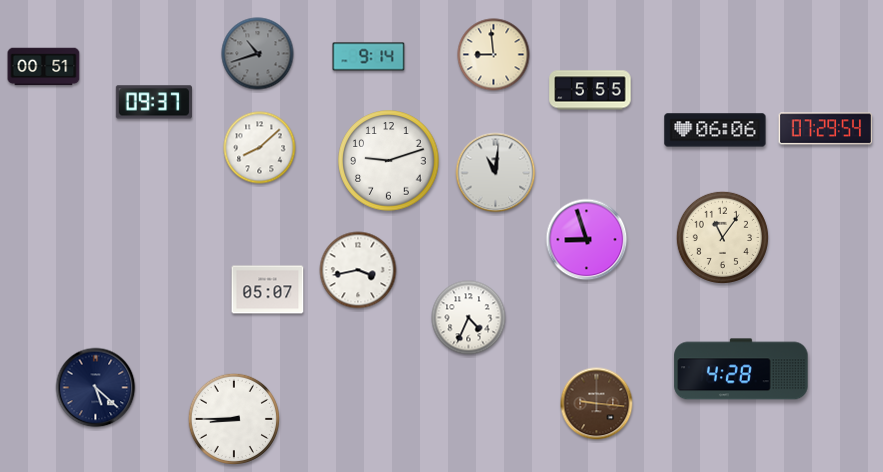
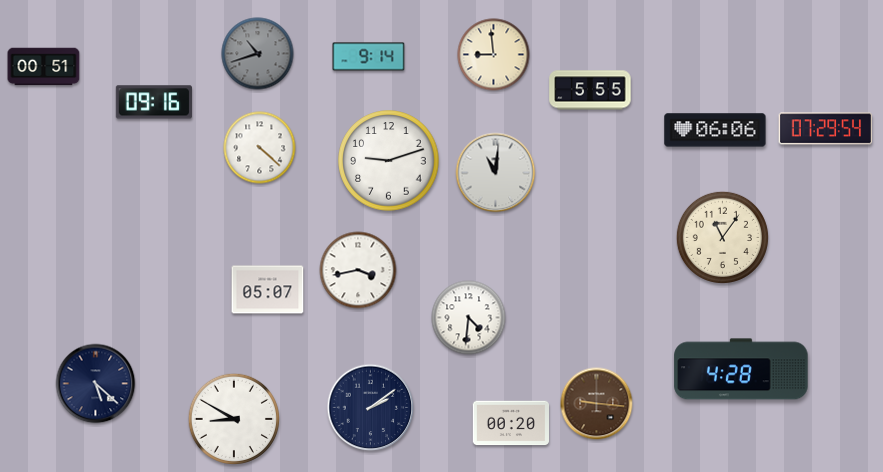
clock at (153, 102): 09:37 -> 09:16
clock at (260, 148): 8:08 -> 4:22
clock at (587, 240): 8:57 -> none
clock at (469, 318): 4:34 -> 4:31
clock at (96, 388) position: (96, 388) -> (96, 384)
clock at (371, 408): none -> 2:09
clock at (233, 418): 8:45 -> 8:50
clock at (511, 423): none -> 00:20
